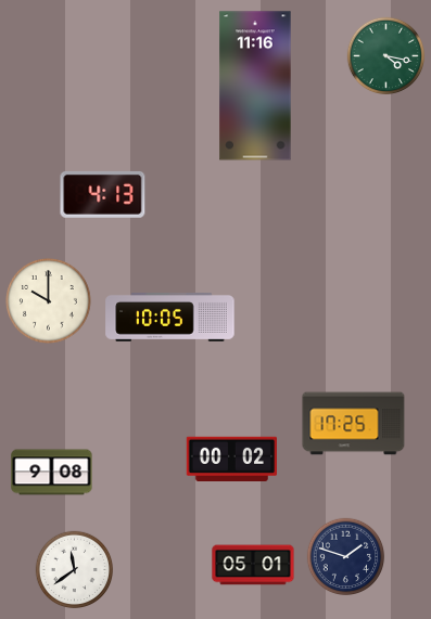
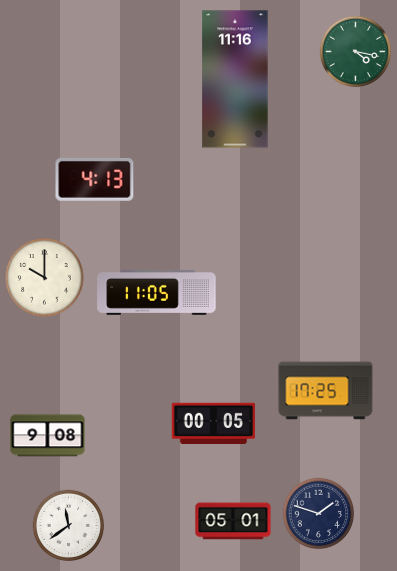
clock at (170, 317): 10:05 -> 11:05
clock at (231, 460): 00:02 -> 00:05
